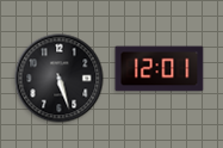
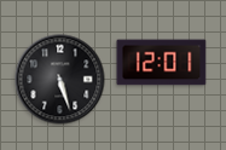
clock at (160, 69) position: (160, 69) -> (162, 63)
